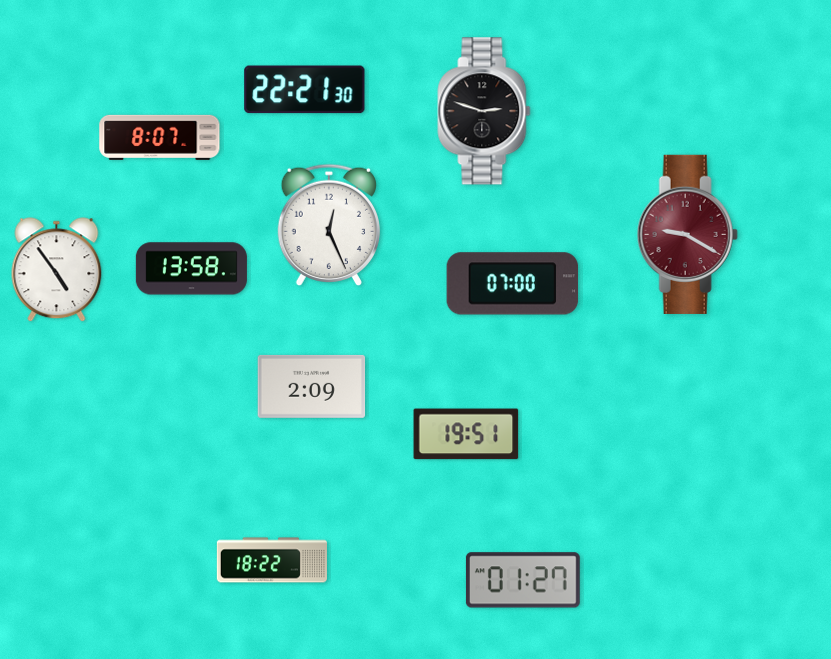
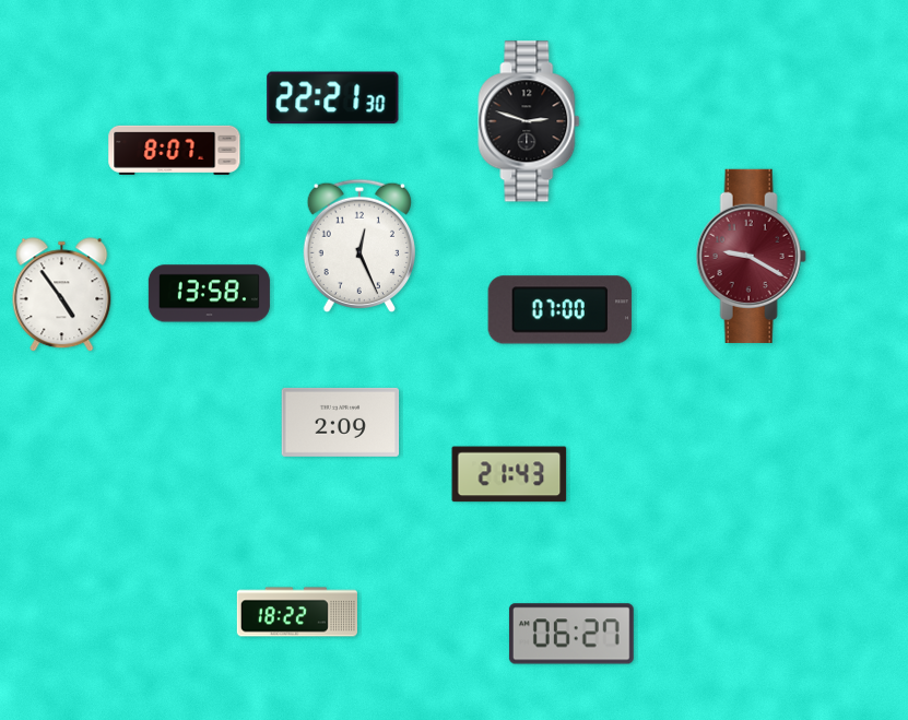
clock at (466, 434): 19:51 -> 21:43
clock at (523, 580): 01:27 -> 06:27
